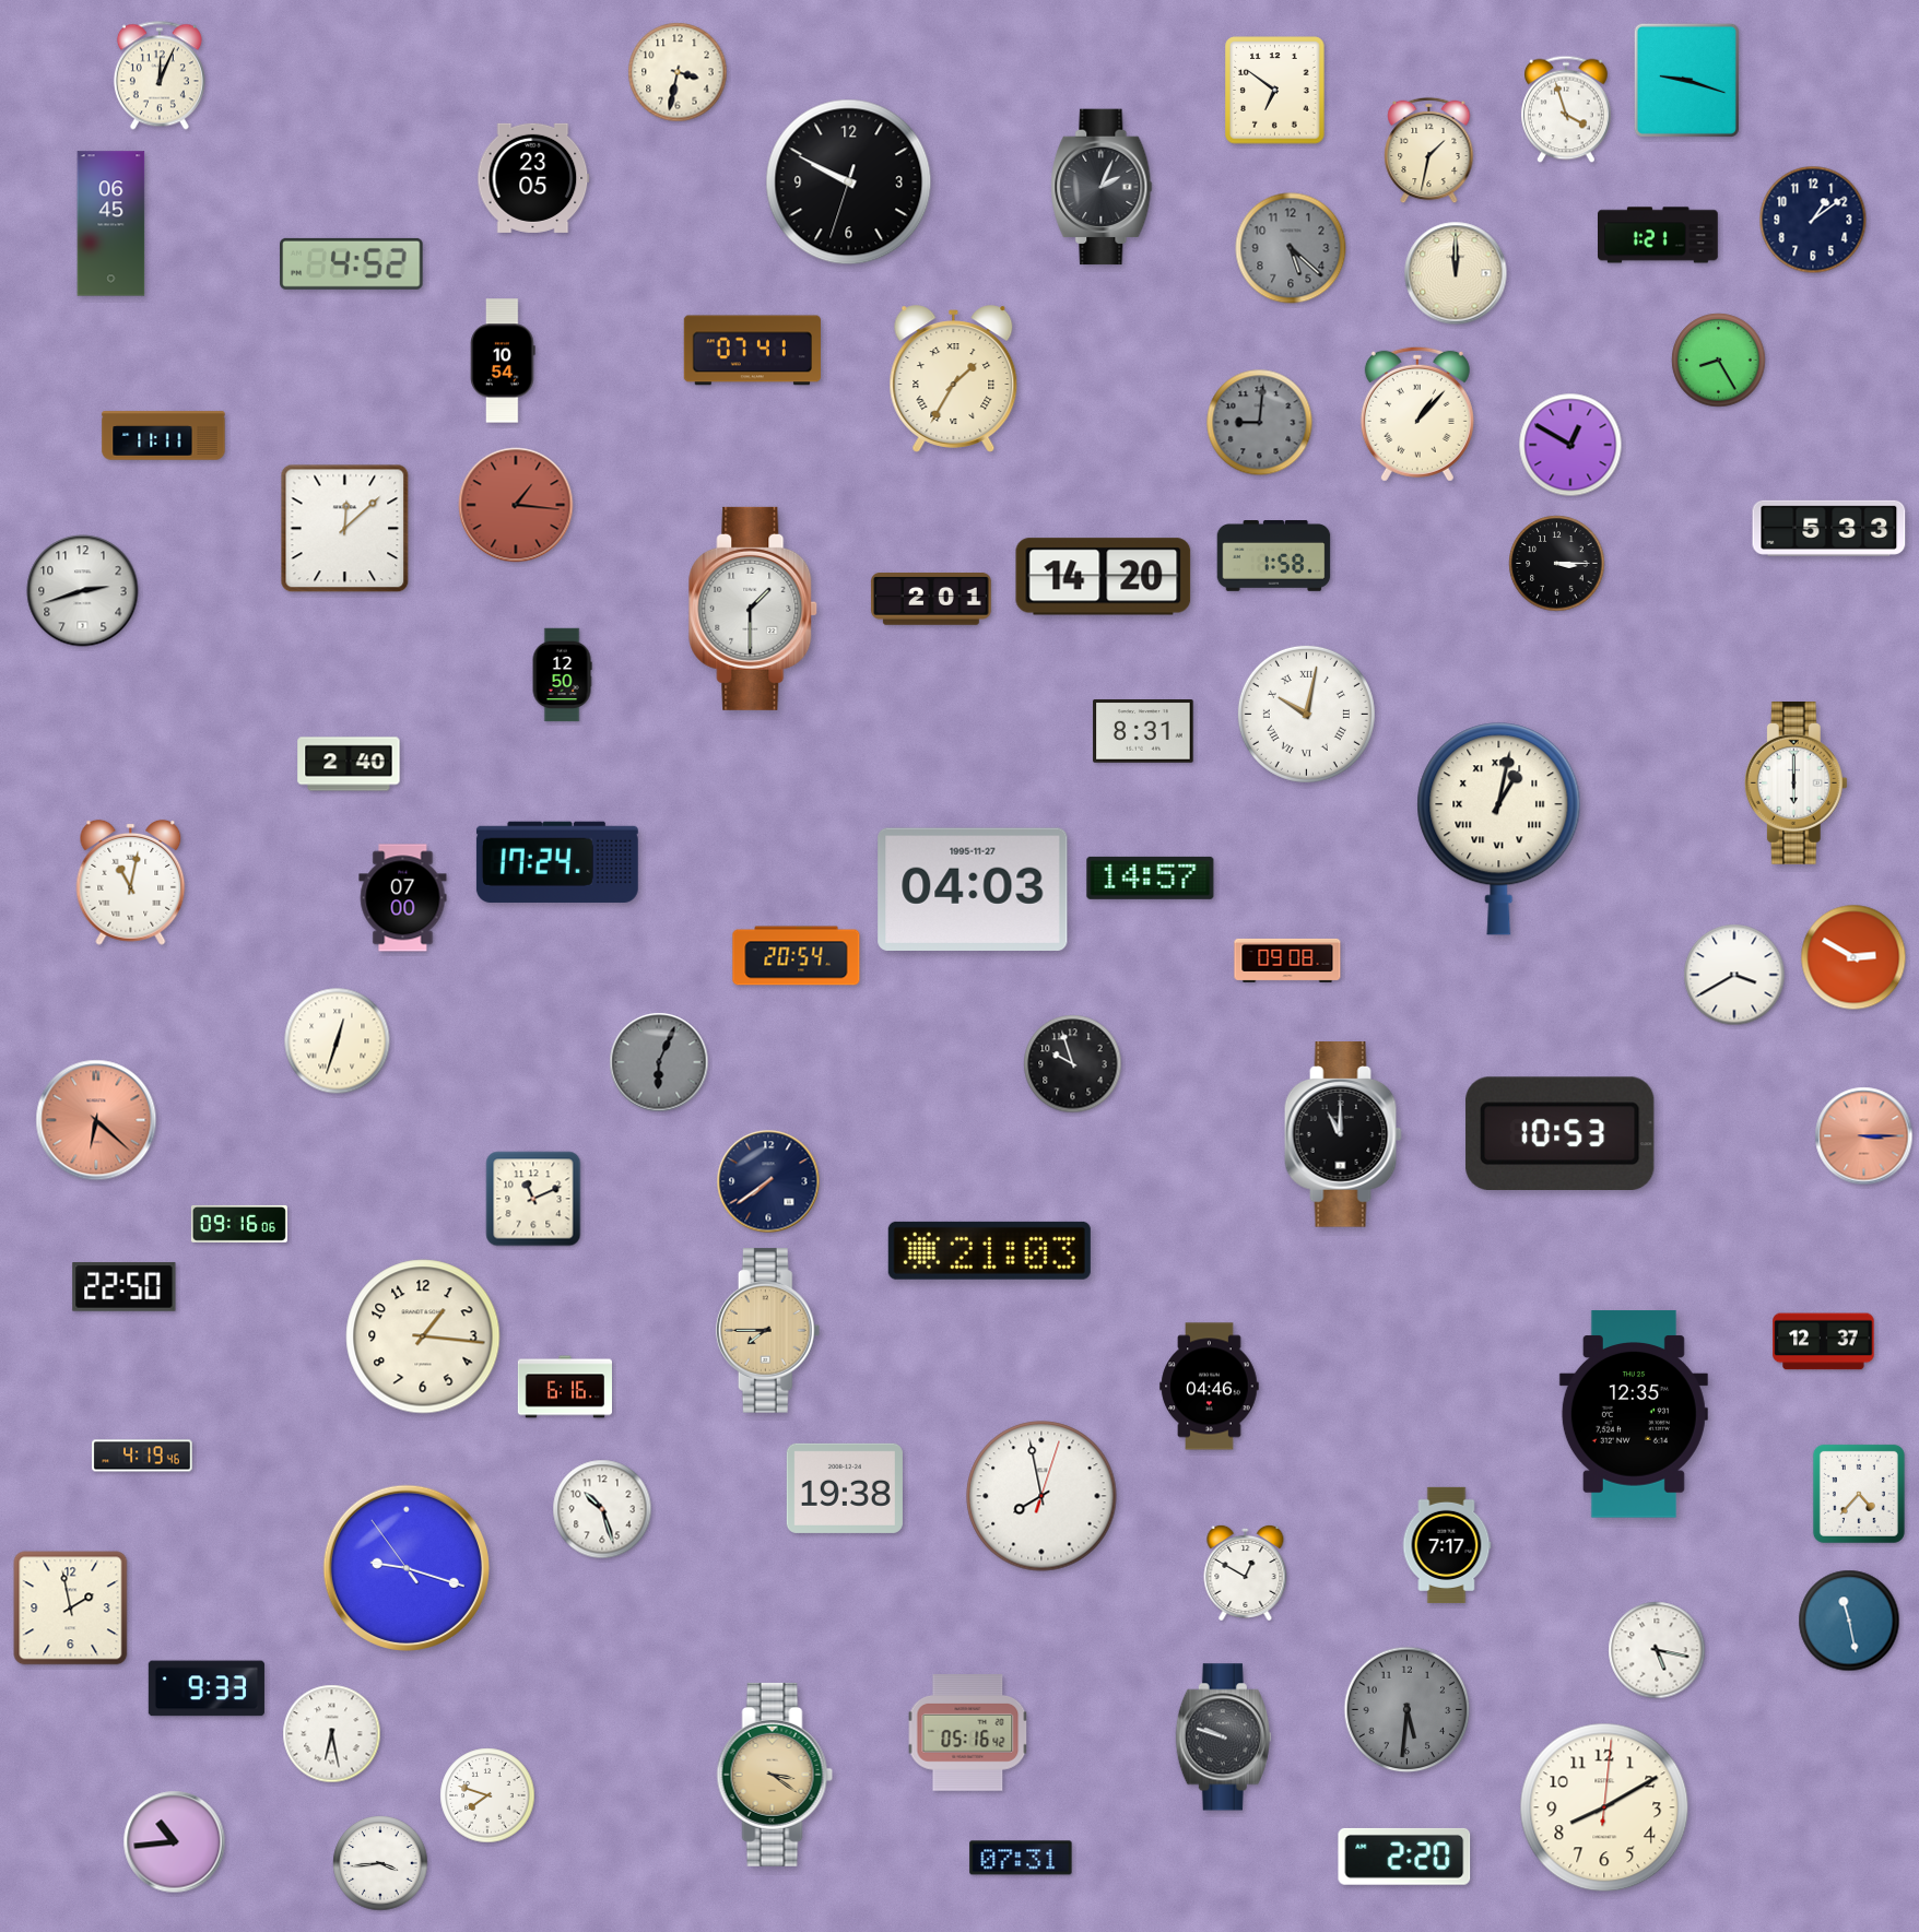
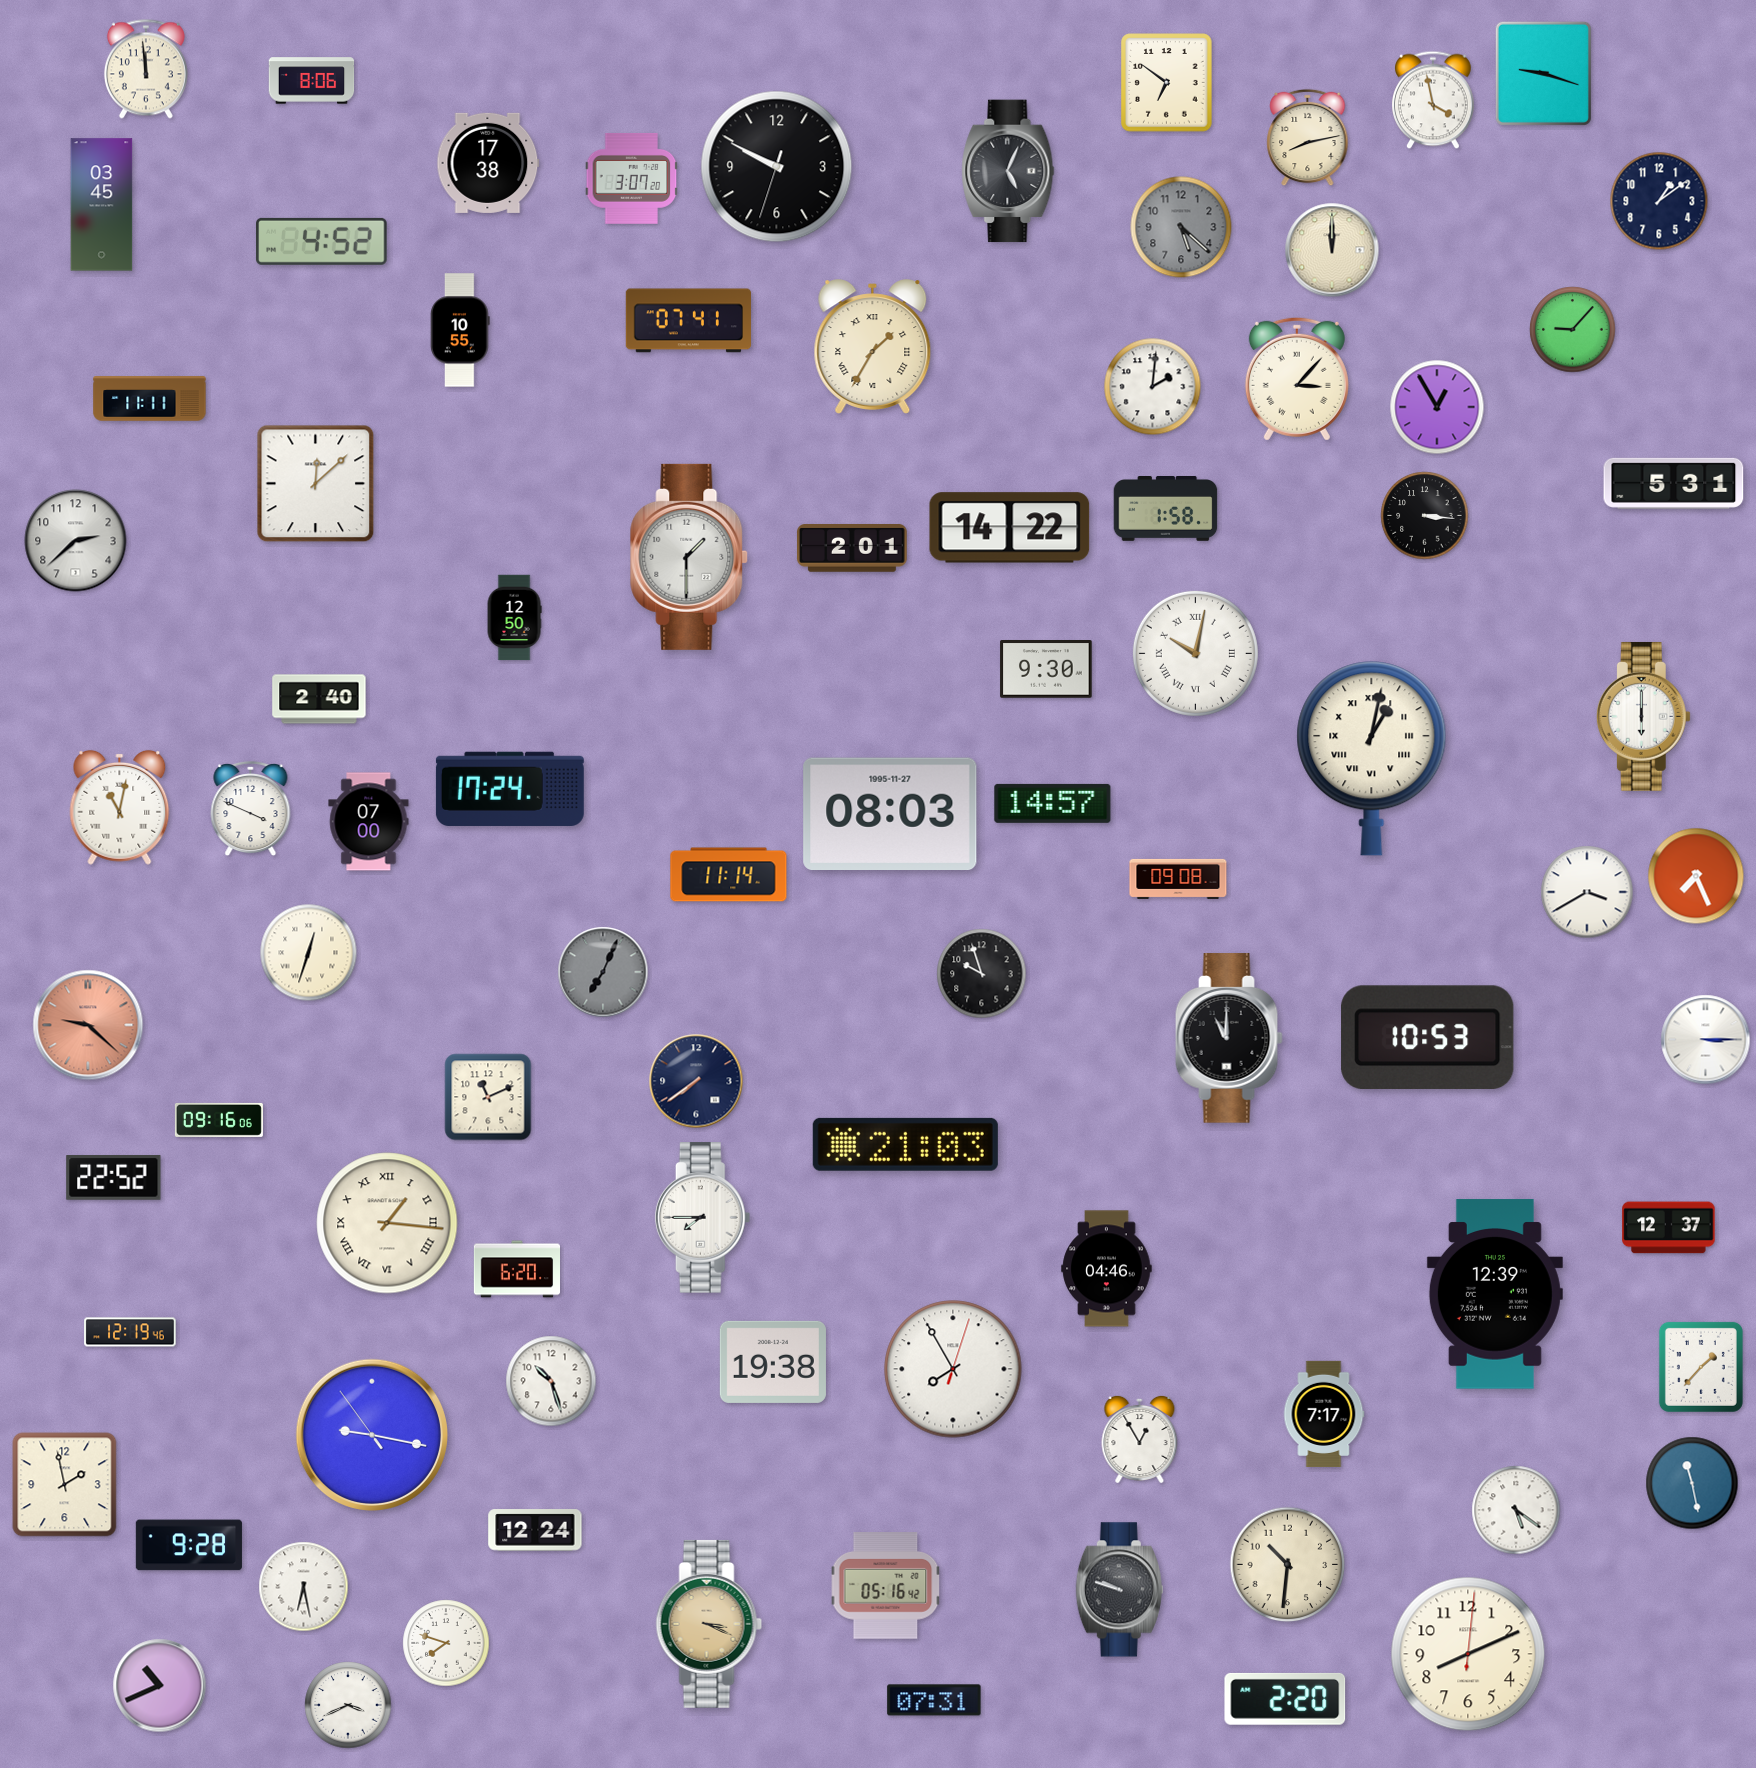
clock at (678, 72): 3:32 -> none
clock at (160, 75): 12:04 -> 11:59
clock at (312, 81): none -> 8:06
clock at (1567, 109): 3:57 -> 3:58
clock at (1429, 151): 1:32 -> 8:13
clock at (533, 178): 23:05 -> 17:38
clock at (1102, 187): 2:04 -> 5:04
clock at (632, 178): none -> 3:07
clock at (111, 224): 06:45 -> 03:45
clock at (1659, 235): 1:21 -> none
clock at (503, 361): 10:54 -> 10:55
clock at (1719, 361): 8:25 -> 9:07
clock at (1417, 414): 1:07 -> 3:07
clock at (1260, 423): 9:01 -> 2:01
clock at (1260, 423) dial: grey -> white
clock at (1570, 445): 12:50 -> 12:55
clock at (516, 505): 1:16 -> none
clock at (1829, 528): 5:33 -> 5:31
clock at (1557, 564): 3:15 -> 3:16
clock at (1104, 577): 14:20 -> 14:22
clock at (83, 591): 2:42 -> 2:38
clock at (1143, 732): 8:31 -> 9:30
clock at (251, 809): none -> 3:49
clock at (973, 888): 04:03 -> 08:03
clock at (797, 956): 20:54 -> 11:14
clock at (1853, 957): 2:50 -> 7:26
clock at (659, 1062): 6:04 -> 7:04
clock at (96, 1120): 6:22 -> 9:22
clock at (1864, 1136) dial: salmon -> white
clock at (768, 1181) position: (768, 1181) -> (696, 1081)
clock at (125, 1287): 22:50 -> 22:52
clock at (768, 1331) dial: champagne -> white
clock at (423, 1336) numerals: Arabic -> Roman
clock at (564, 1387): 6:16 -> 6:20
clock at (1634, 1414): 12:35 -> 12:39
clock at (142, 1456): 4:19 -> 12:19
clock at (1859, 1494): 4:37 -> 1:37
clock at (1041, 1496): 7:58 -> 7:55
clock at (405, 1567): 9:17 -> 9:16
clock at (1246, 1572): 12:50 -> 12:55
clock at (71, 1609) position: (71, 1609) -> (65, 1485)
clock at (1657, 1650): 5:17 -> 5:21
clock at (535, 1530): none -> 12:24
clock at (207, 1688): 9:33 -> 9:28
clock at (1408, 1710): 5:31 -> 10:31
clock at (1408, 1710) dial: grey -> cream
clock at (775, 1775): 3:21 -> 3:19
clock at (1604, 1807): 8:10 -> 8:11
clock at (175, 1842): 10:44 -> 10:41
clock at (380, 1863): 3:44 -> 3:41
